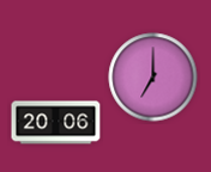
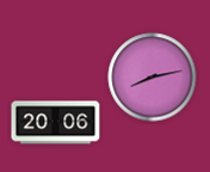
clock at (153, 78): 7:00 -> 8:13
